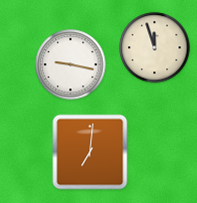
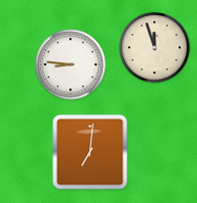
clock at (71, 65): 9:17 -> 8:46
